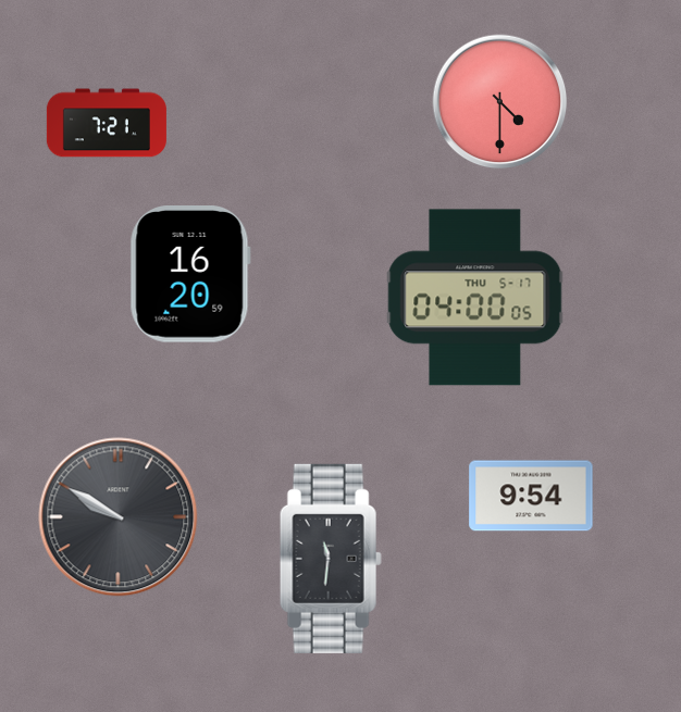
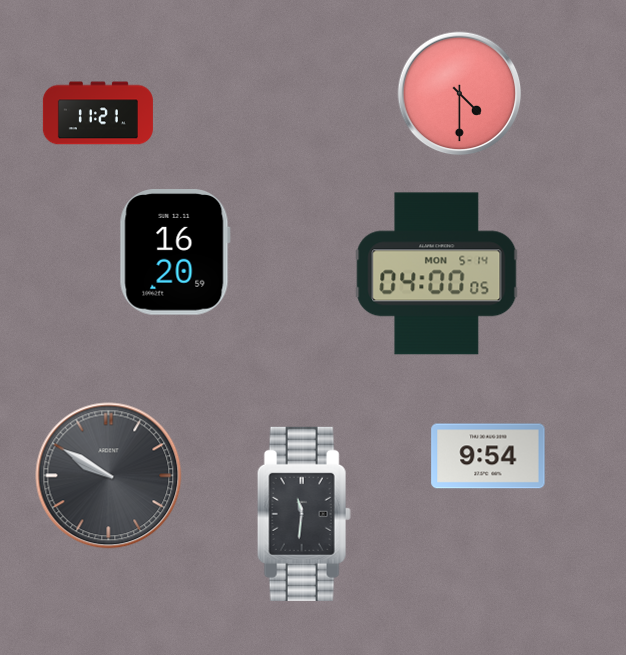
clock at (107, 123): 7:21 -> 11:21
clock at (475, 298) date: THU 5-17 -> MON 5-14
